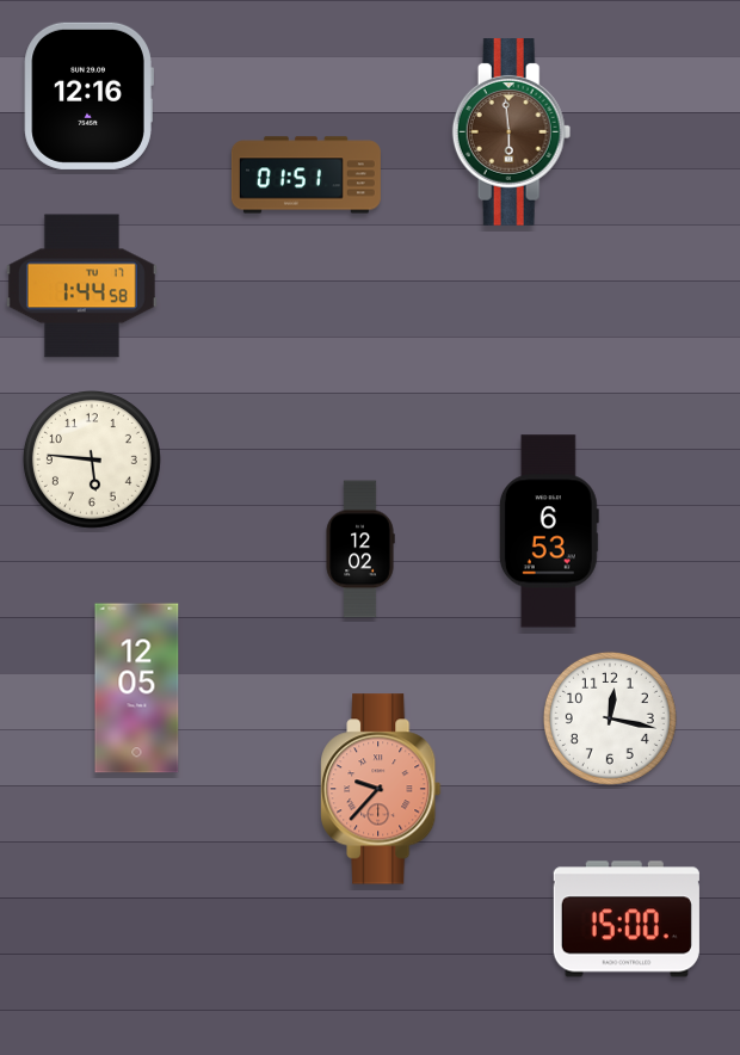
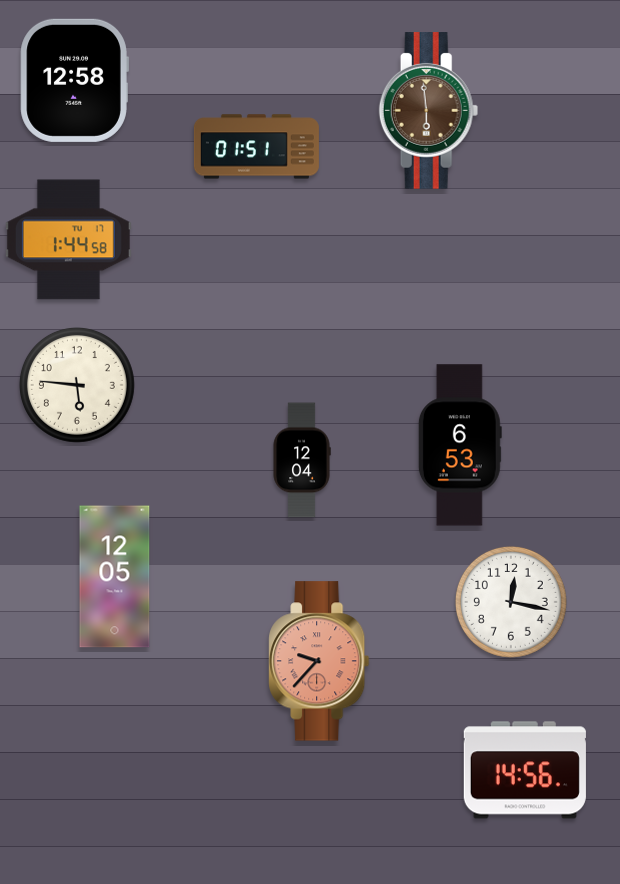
clock at (88, 95): 12:16 -> 12:58
clock at (360, 549): 12:02 -> 12:04
clock at (627, 919): 15:00 -> 14:56
